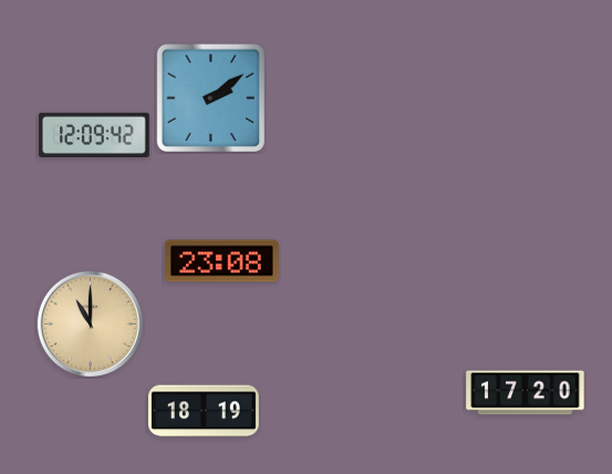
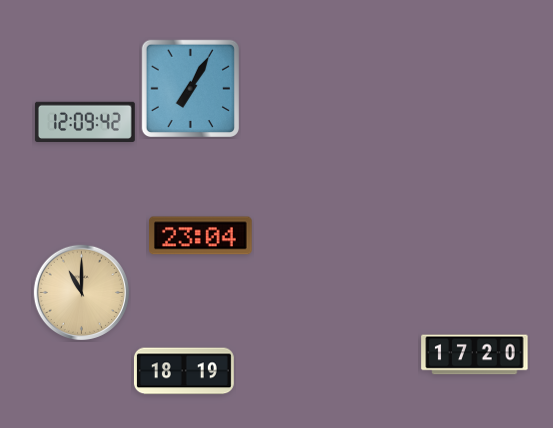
clock at (210, 97): 2:09 -> 7:05
clock at (222, 261): 23:08 -> 23:04
